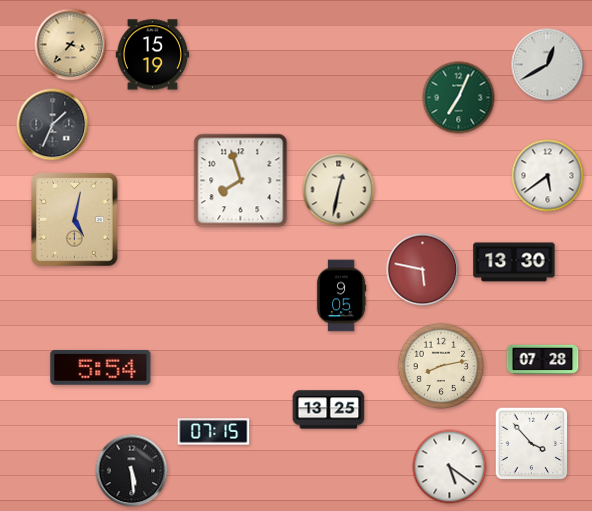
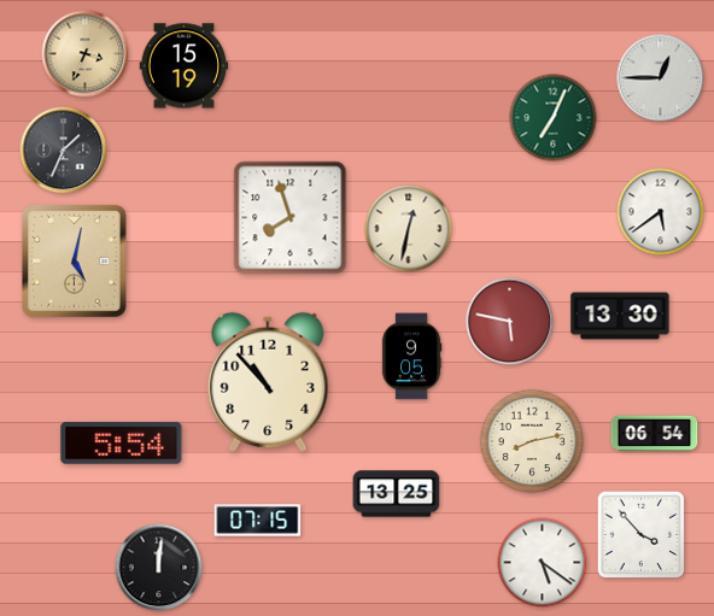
clock at (71, 45): 3:37 -> 3:34
clock at (548, 65): 12:40 -> 12:45
clock at (75, 220) position: (75, 220) -> (75, 262)
clock at (423, 270) position: (423, 270) -> (510, 322)
clock at (268, 382): none -> 10:53
clock at (543, 360): 07:28 -> 06:54
clock at (132, 471): 5:29 -> 12:01
